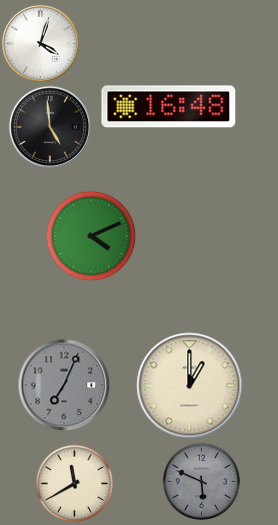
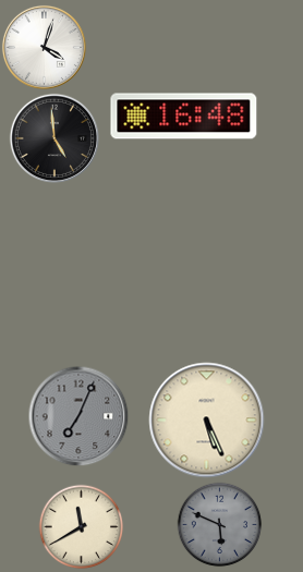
clock at (91, 236): 4:11 -> none
clock at (64, 385) position: (64, 385) -> (78, 416)
clock at (190, 386): 1:00 -> 5:26
